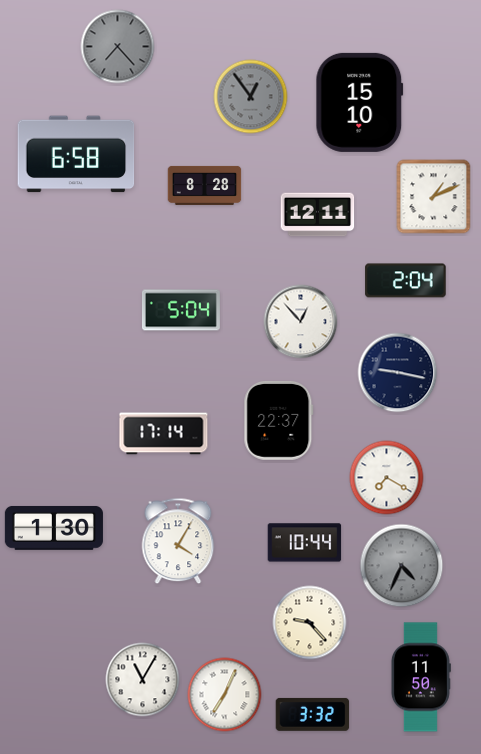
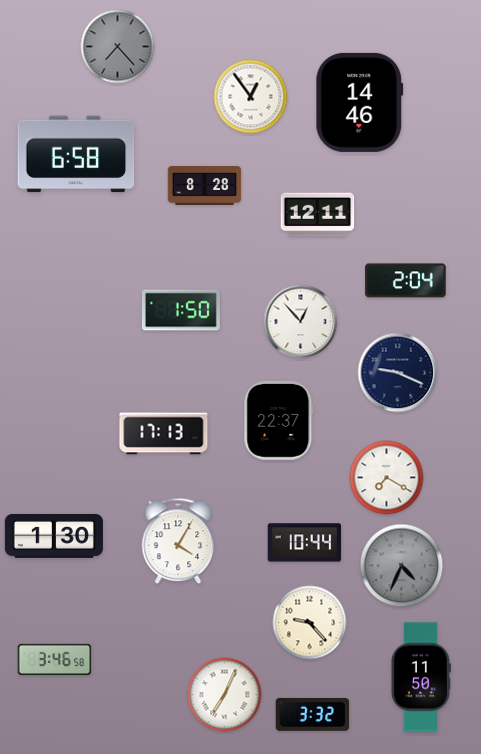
clock at (251, 97) dial: grey -> white
clock at (360, 102): 15:10 -> 14:46
clock at (434, 197): 1:11 -> none
clock at (181, 310): 5:04 -> 1:50
clock at (398, 373): 9:17 -> 9:19
clock at (164, 434): 17:14 -> 17:13
clock at (54, 528) position: (54, 528) -> (54, 536)
clock at (55, 659): none -> 3:46
clock at (143, 680): 11:05 -> none
